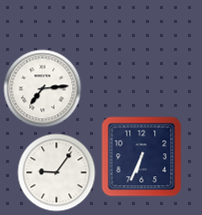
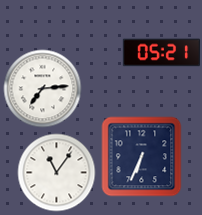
clock at (161, 53): none -> 05:21
clock at (56, 172): 9:06 -> 11:06
